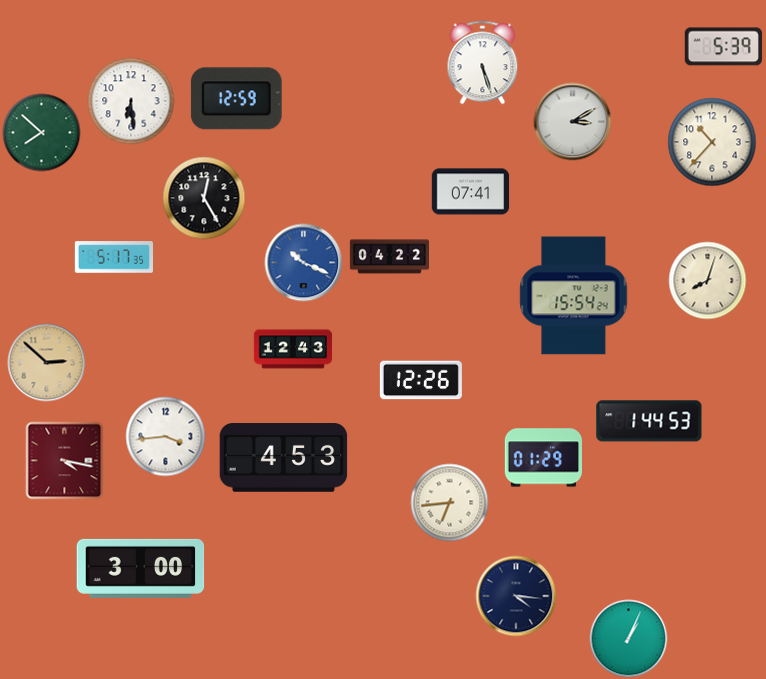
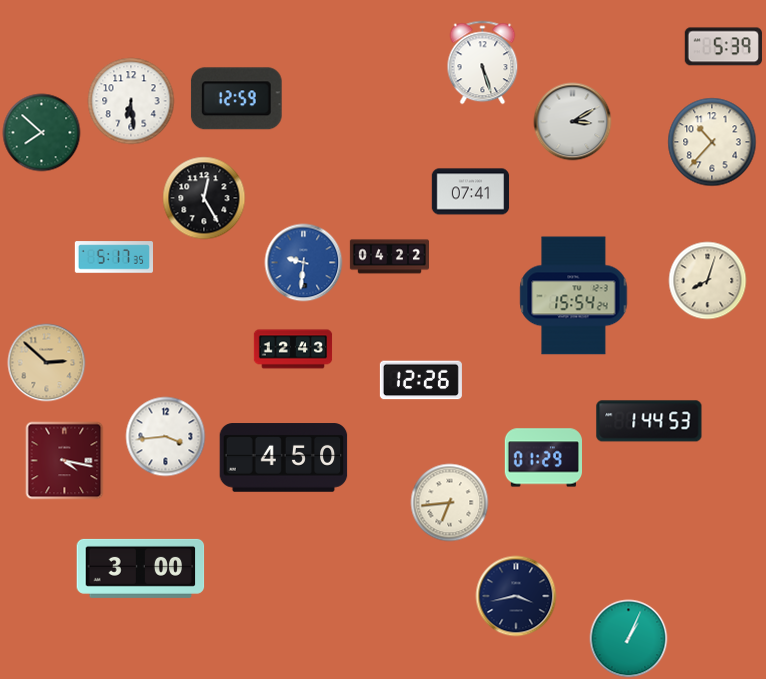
clock at (303, 262): 10:19 -> 9:31
clock at (284, 458): 4:53 -> 4:50
clock at (516, 596): 4:16 -> 3:43
